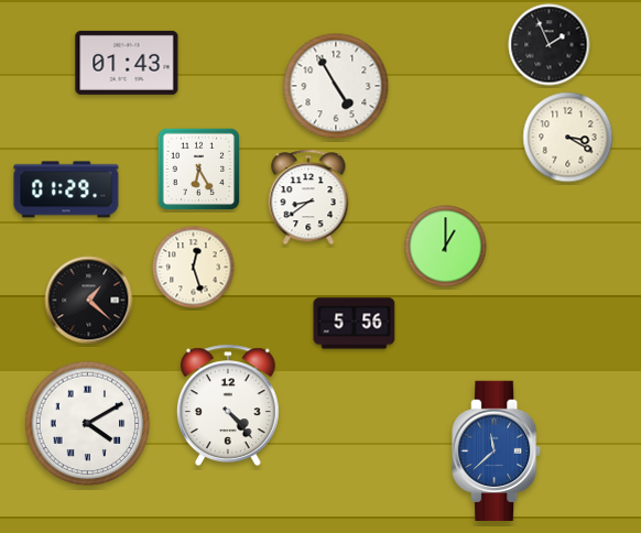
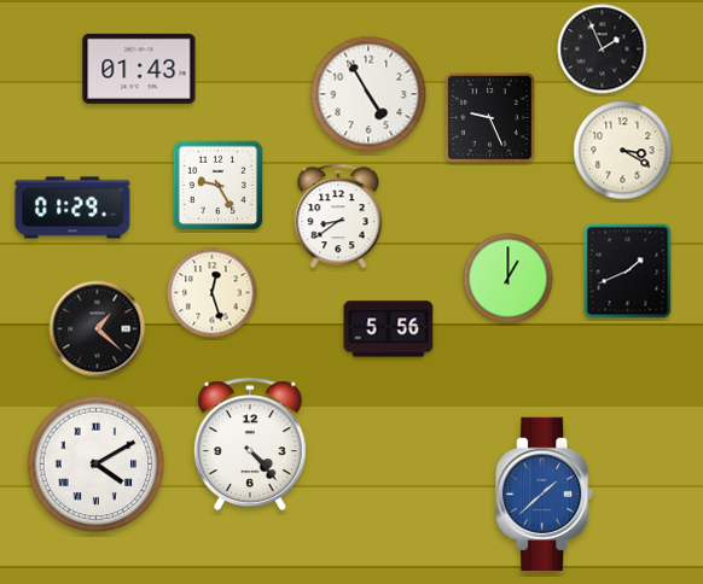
clock at (489, 117): none -> 9:26
clock at (199, 170): 6:25 -> 9:25
clock at (446, 247) position: (446, 247) -> (509, 279)
clock at (628, 271): none -> 1:41
clock at (355, 324) position: (355, 324) -> (389, 329)
clock at (497, 450): 11:38 -> 1:38
